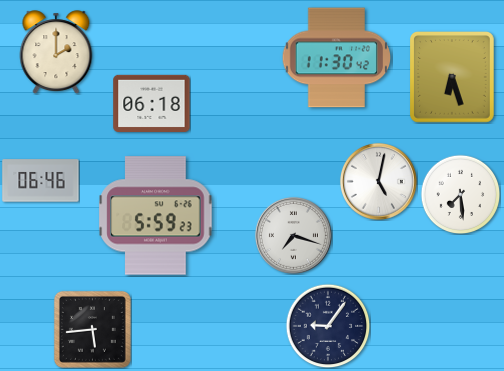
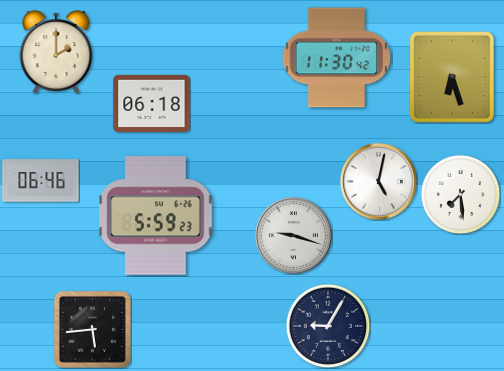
clock at (293, 235): 7:18 -> 9:18
clock at (328, 326): 9:06 -> 9:05
